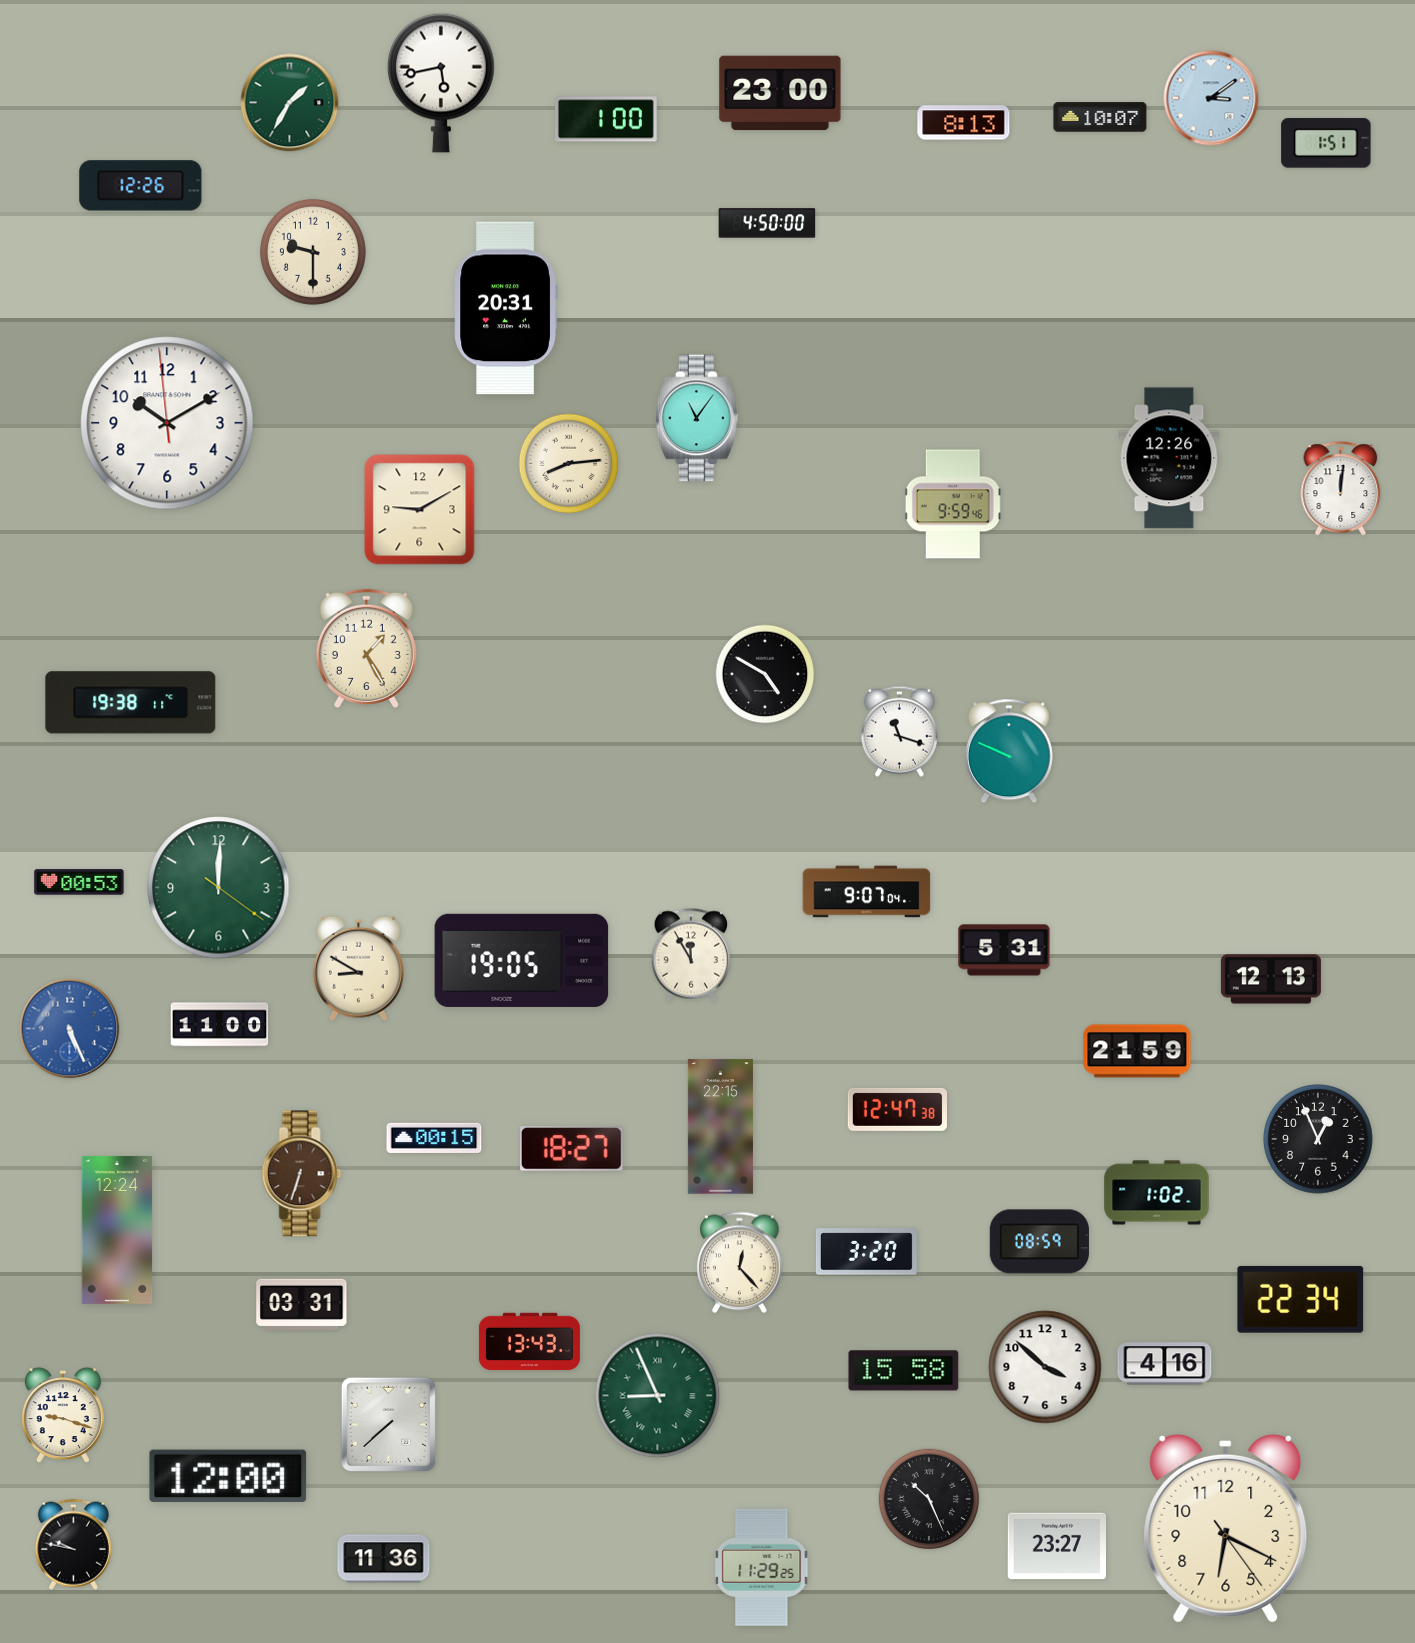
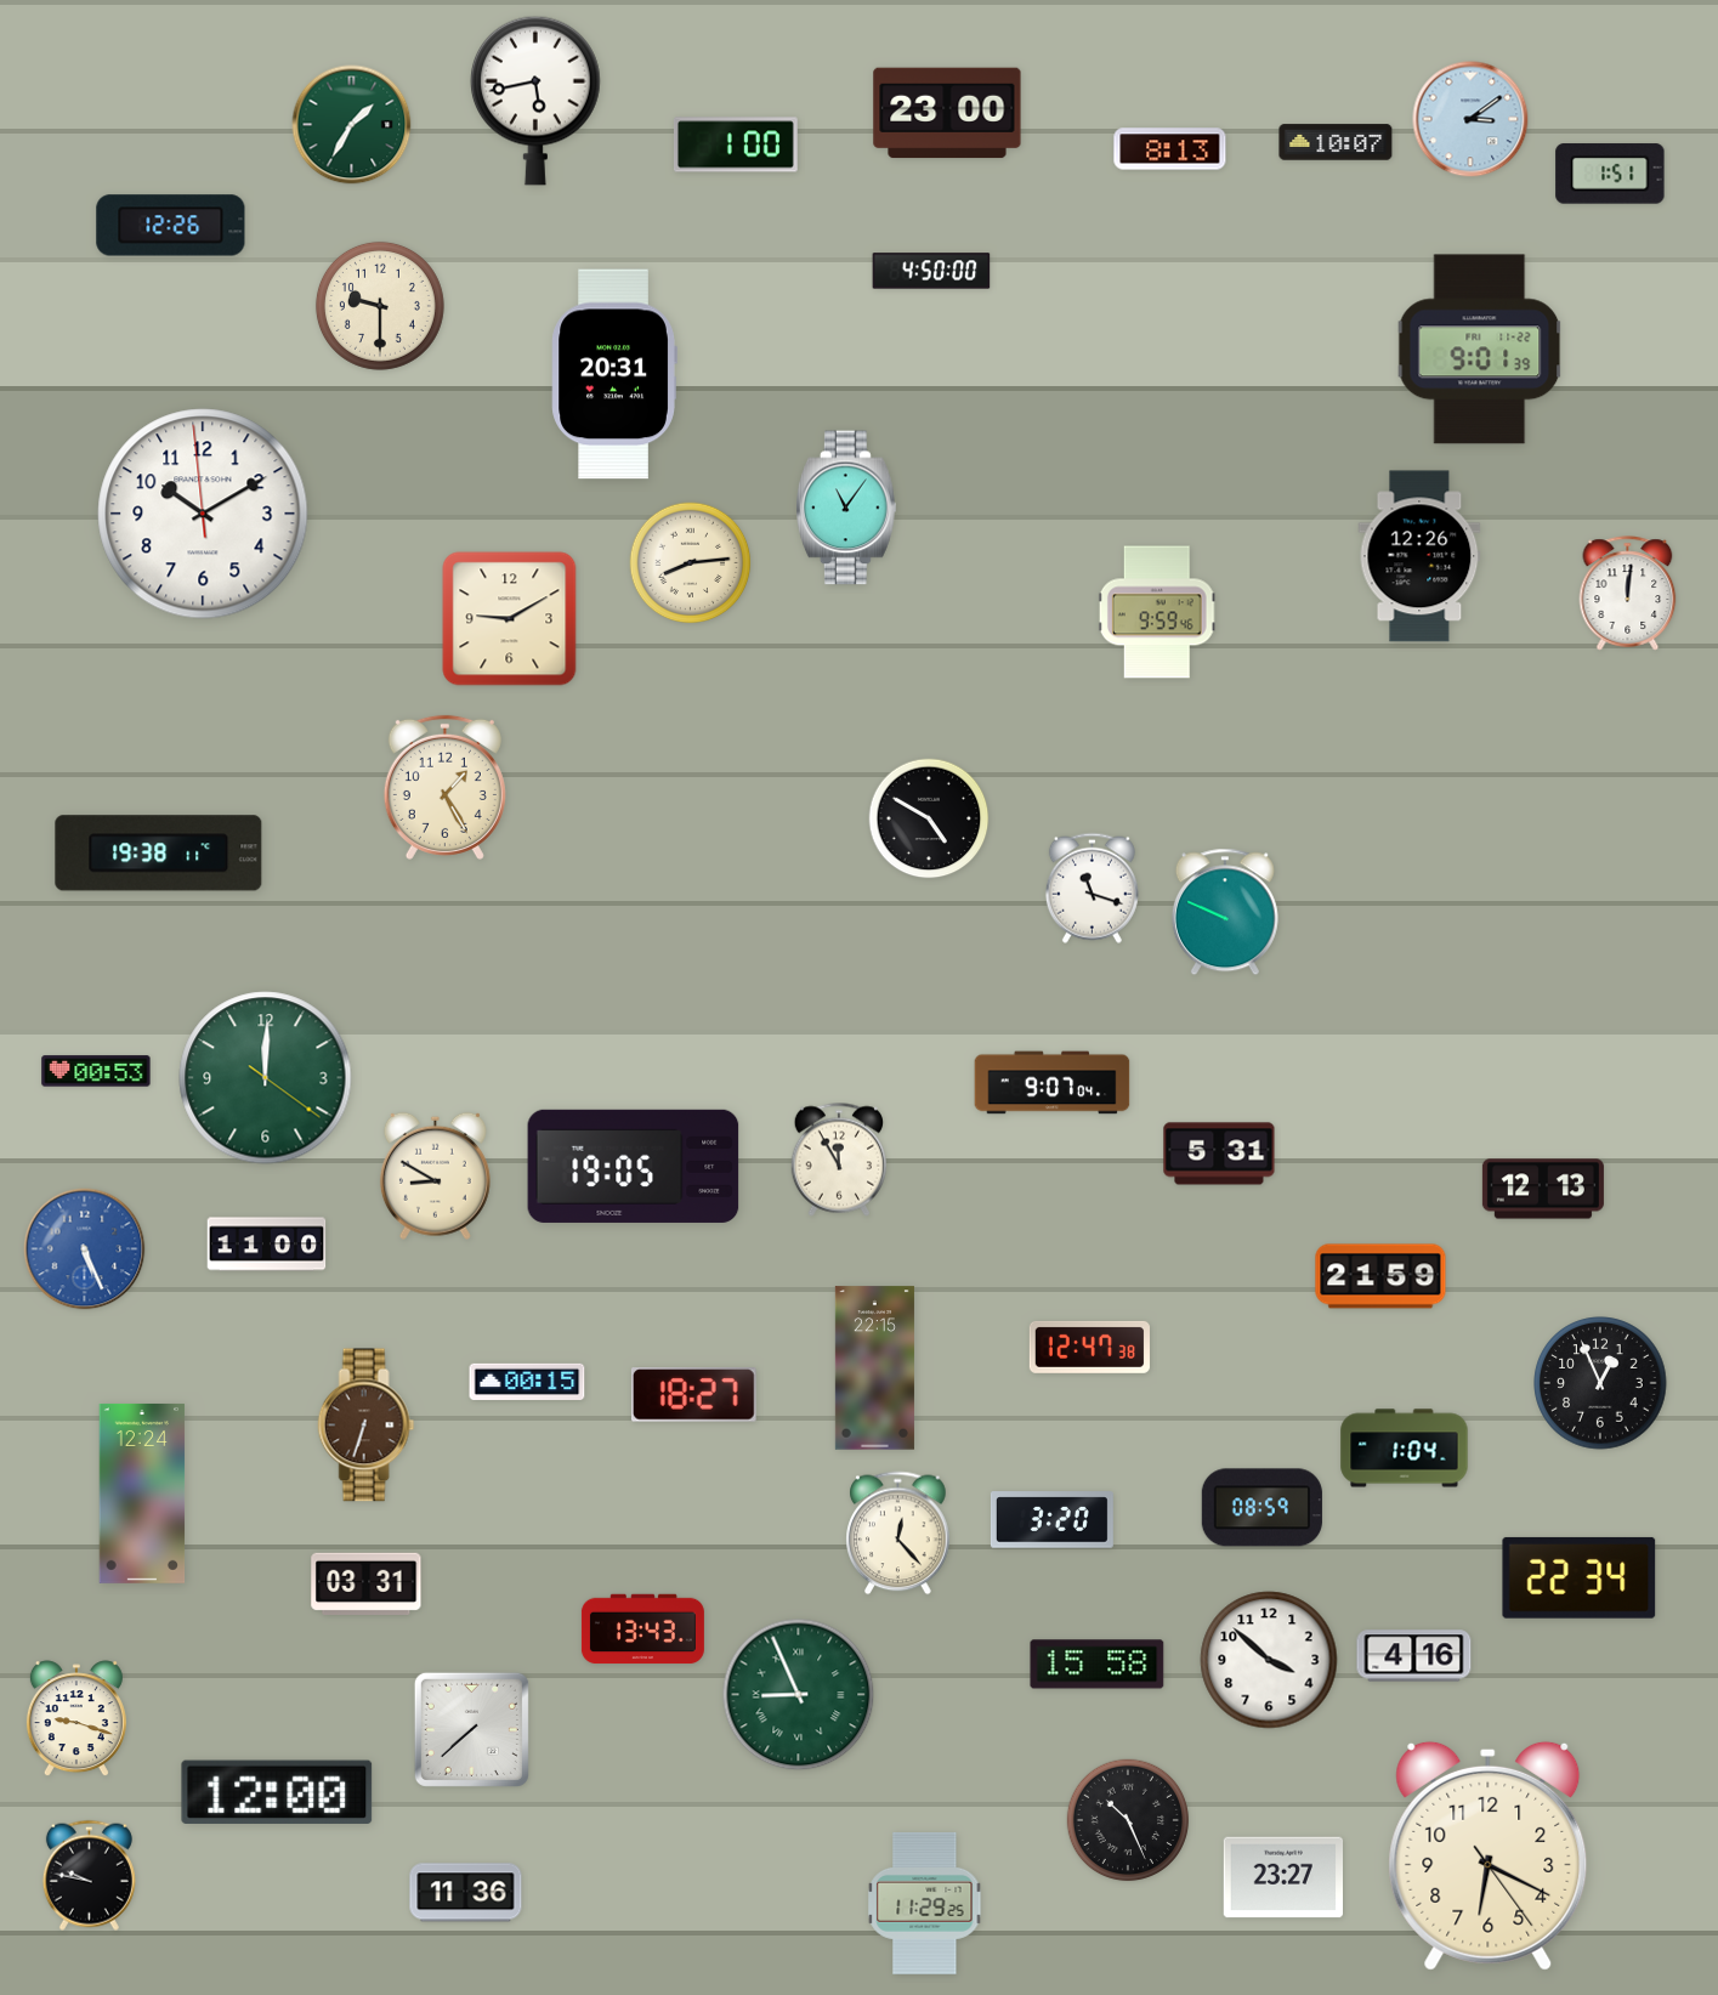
clock at (1480, 350): none -> 9:01
clock at (1157, 1193): 1:02 -> 1:04
